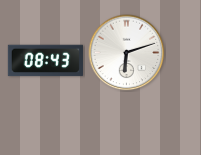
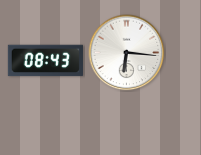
clock at (127, 53): 6:12 -> 6:16
